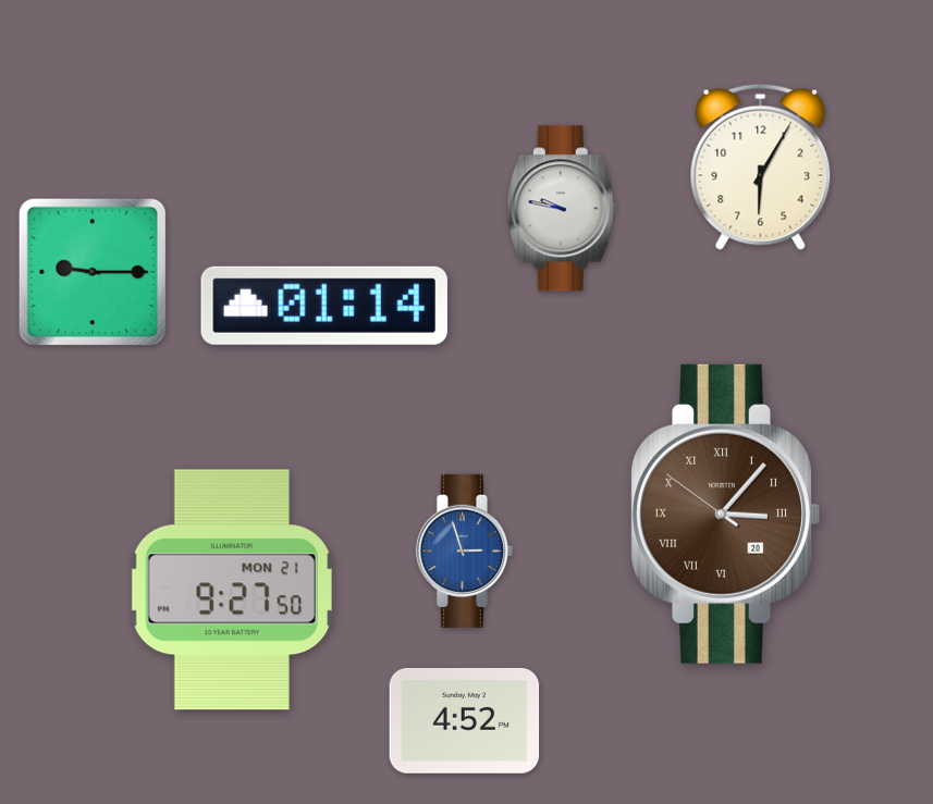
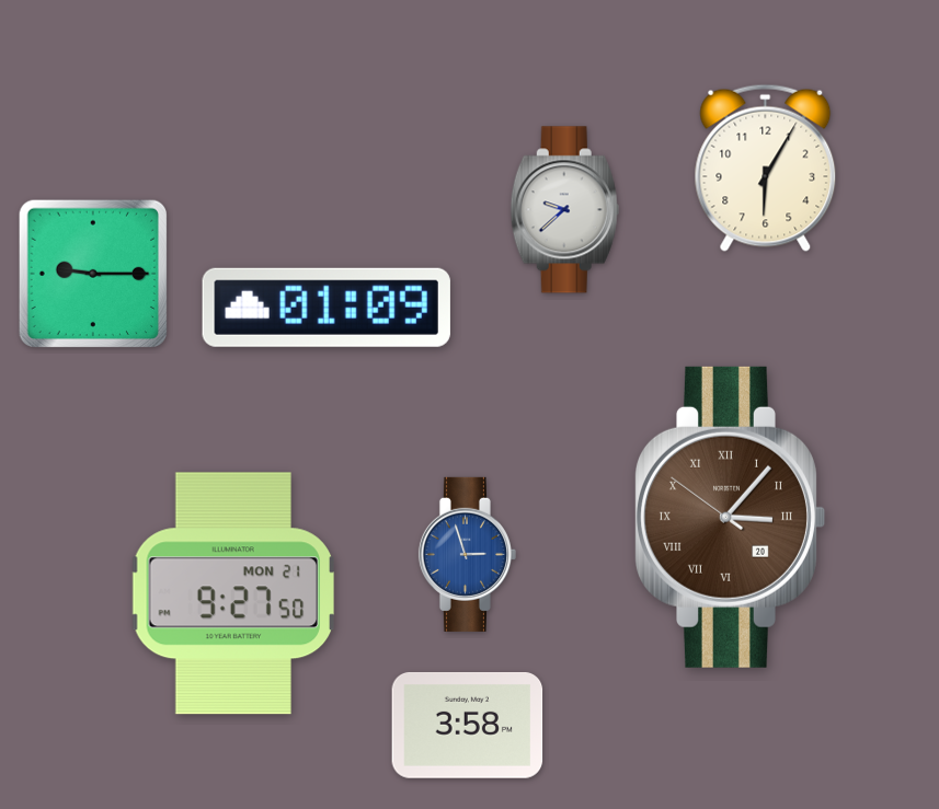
clock at (561, 209): 9:47 -> 9:38
clock at (324, 306): 01:14 -> 01:09
clock at (465, 720): 4:52 -> 3:58
